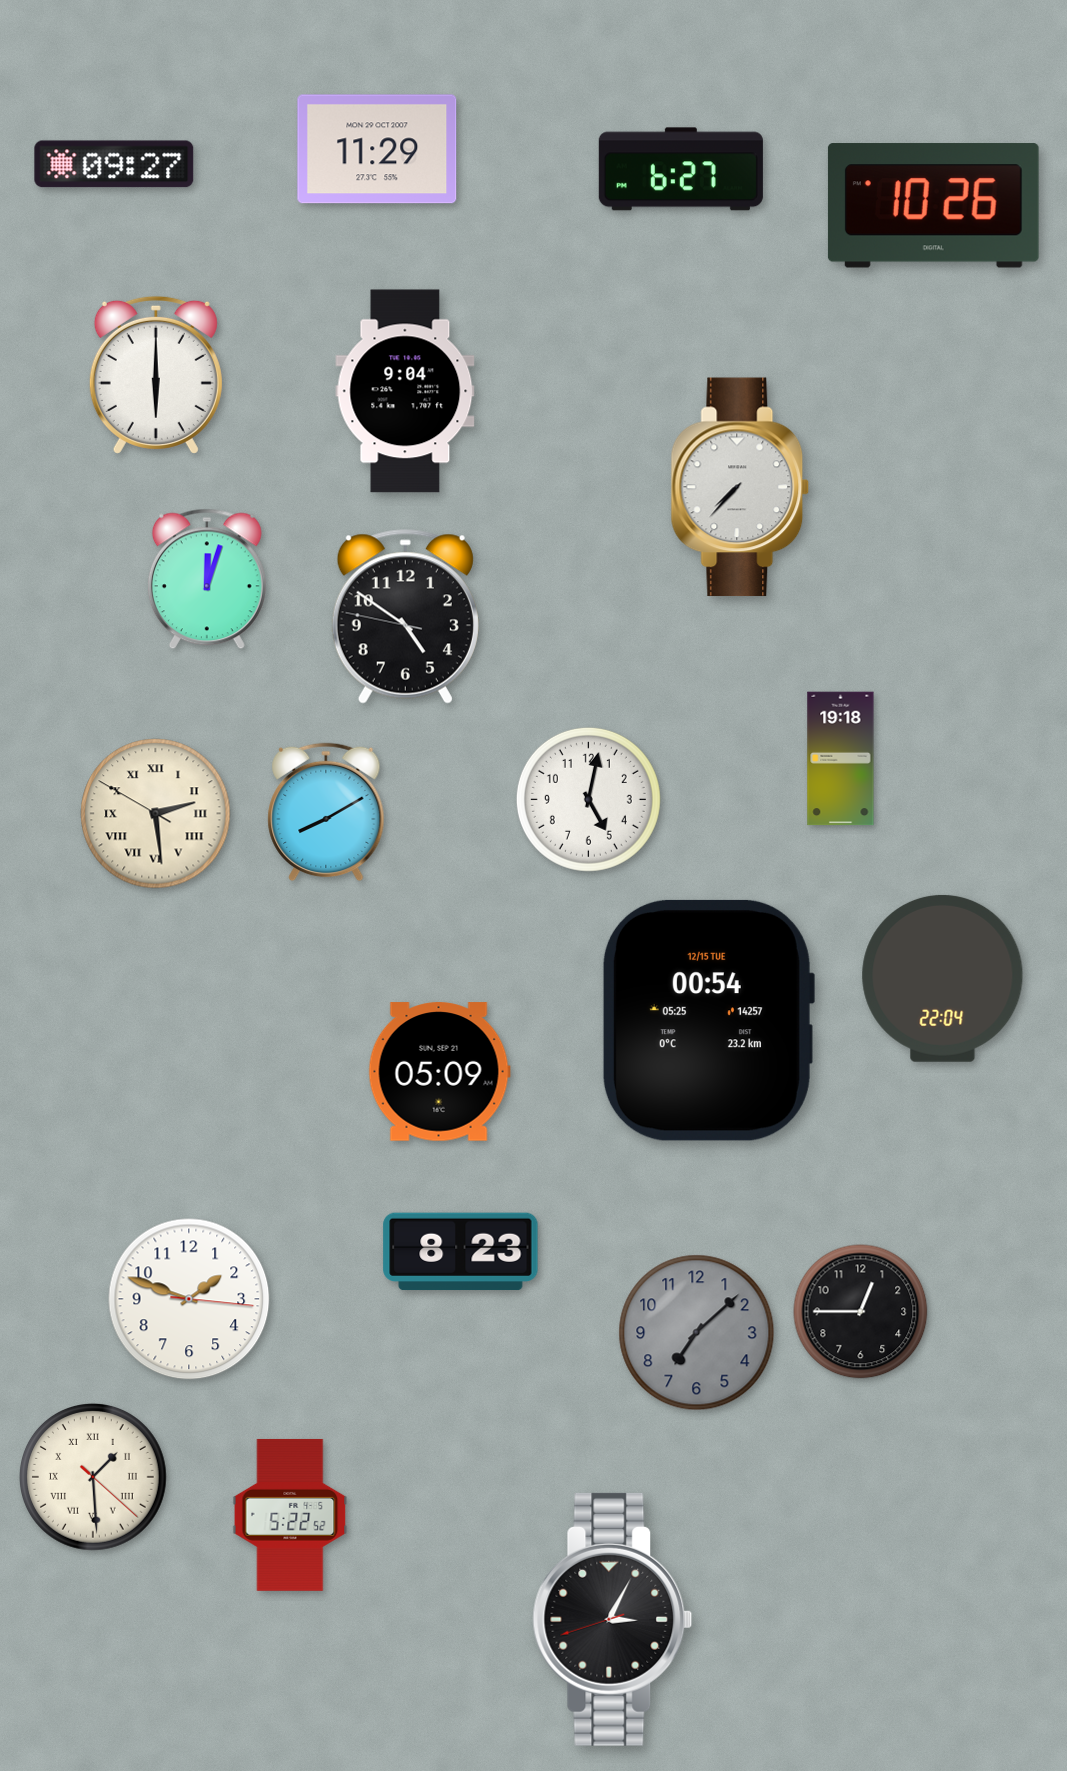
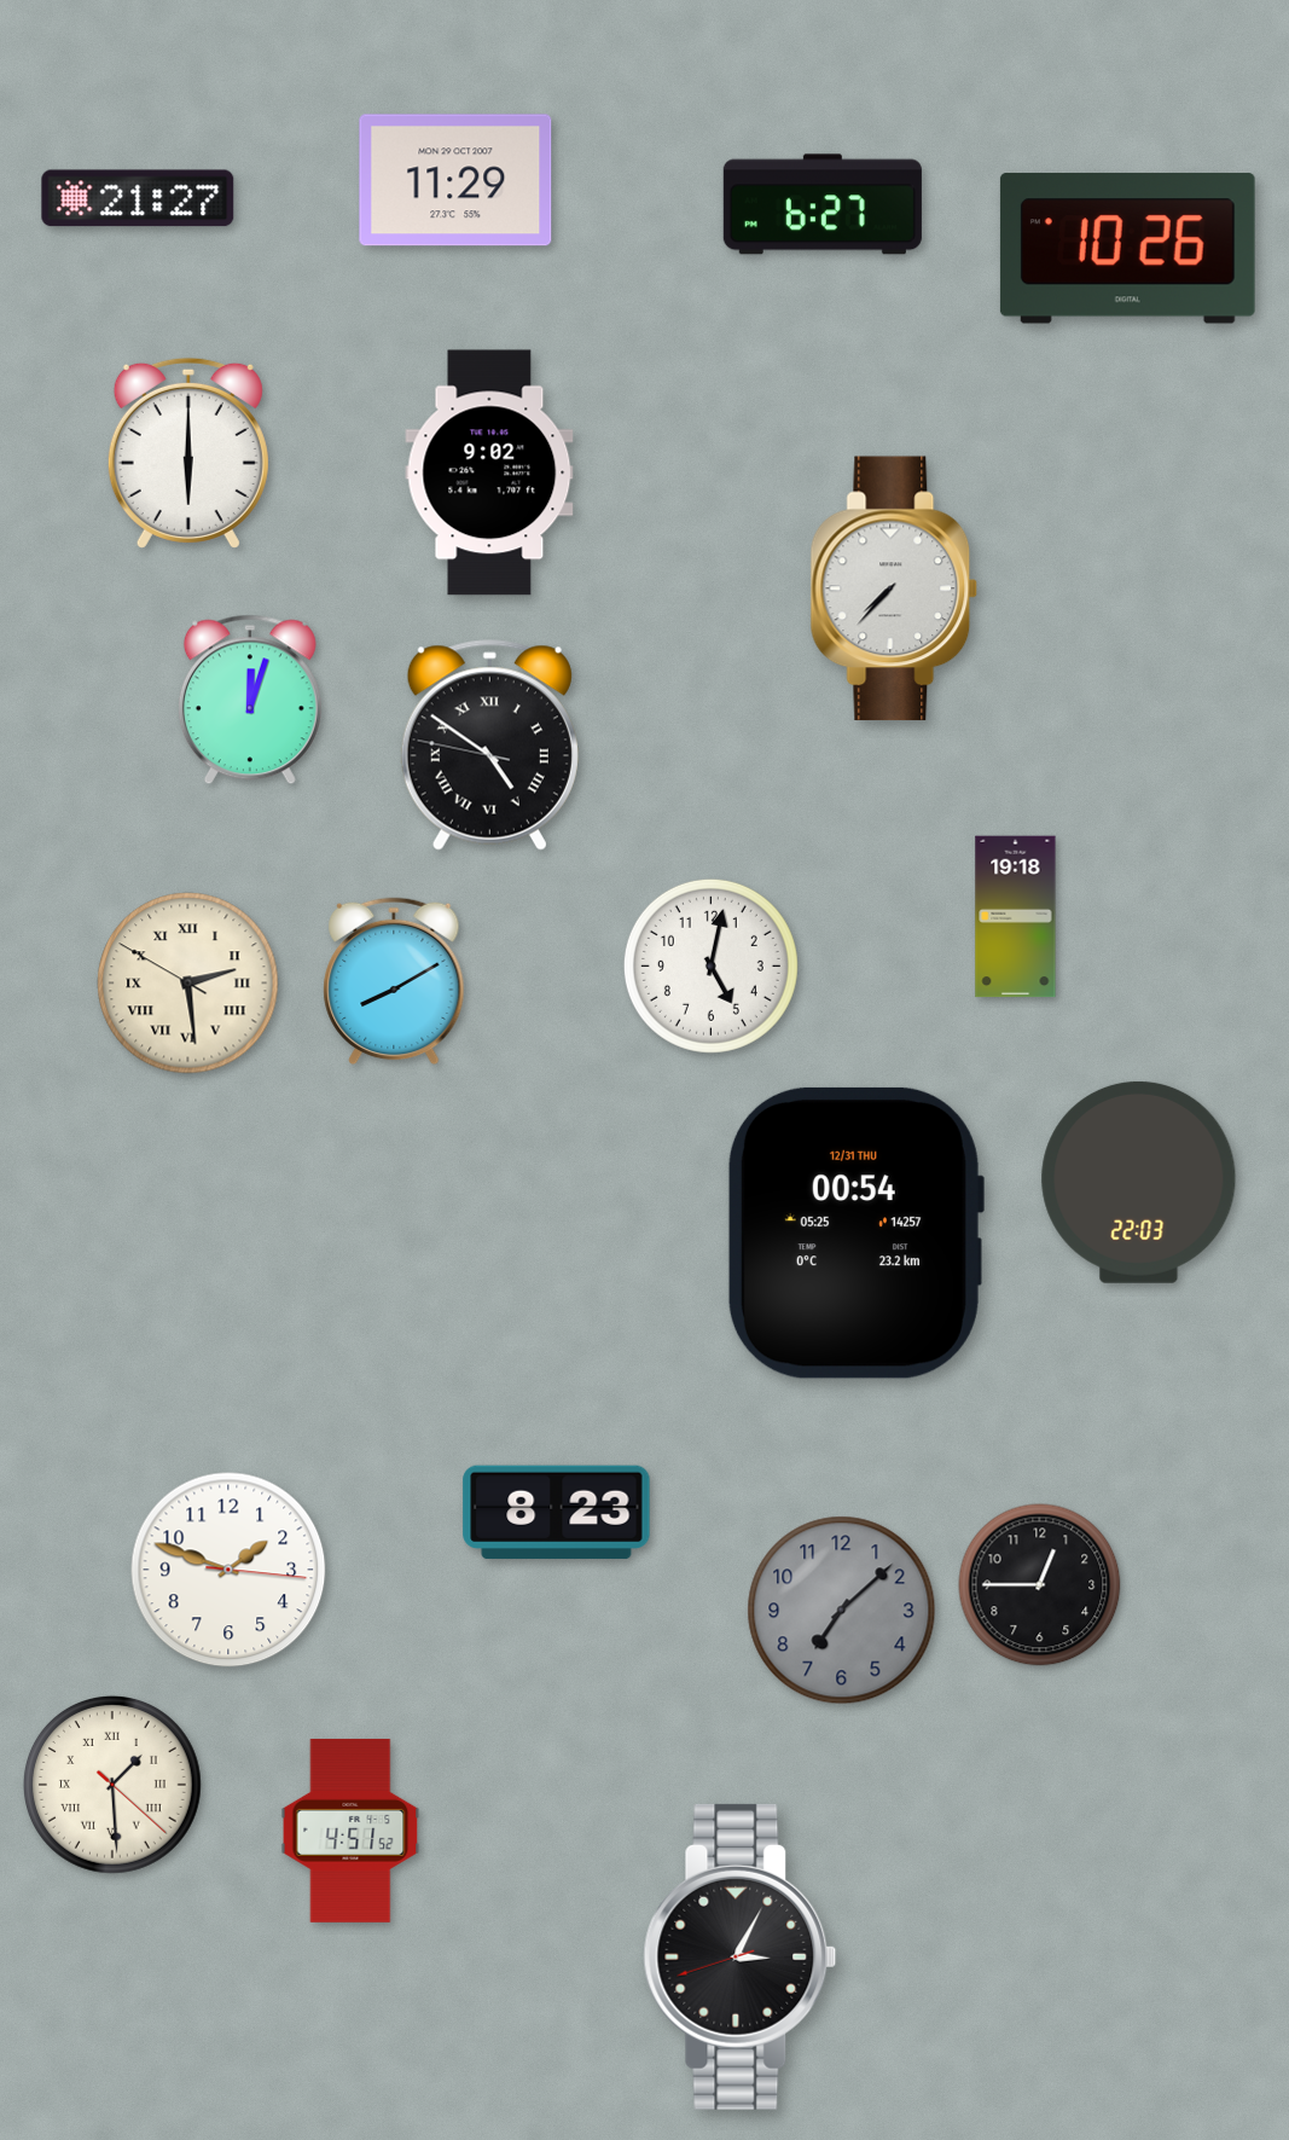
clock at (114, 164): 09:27 -> 21:27
clock at (405, 391): 9:04 -> 9:02
clock at (405, 617) numerals: Arabic -> Roman
clock at (943, 978): 22:04 -> 22:03
clock at (708, 1020) date: 12/15 TUE -> 12/31 THU
clock at (439, 1072): 05:09 -> none
clock at (290, 1515): 5:22 -> 4:51
